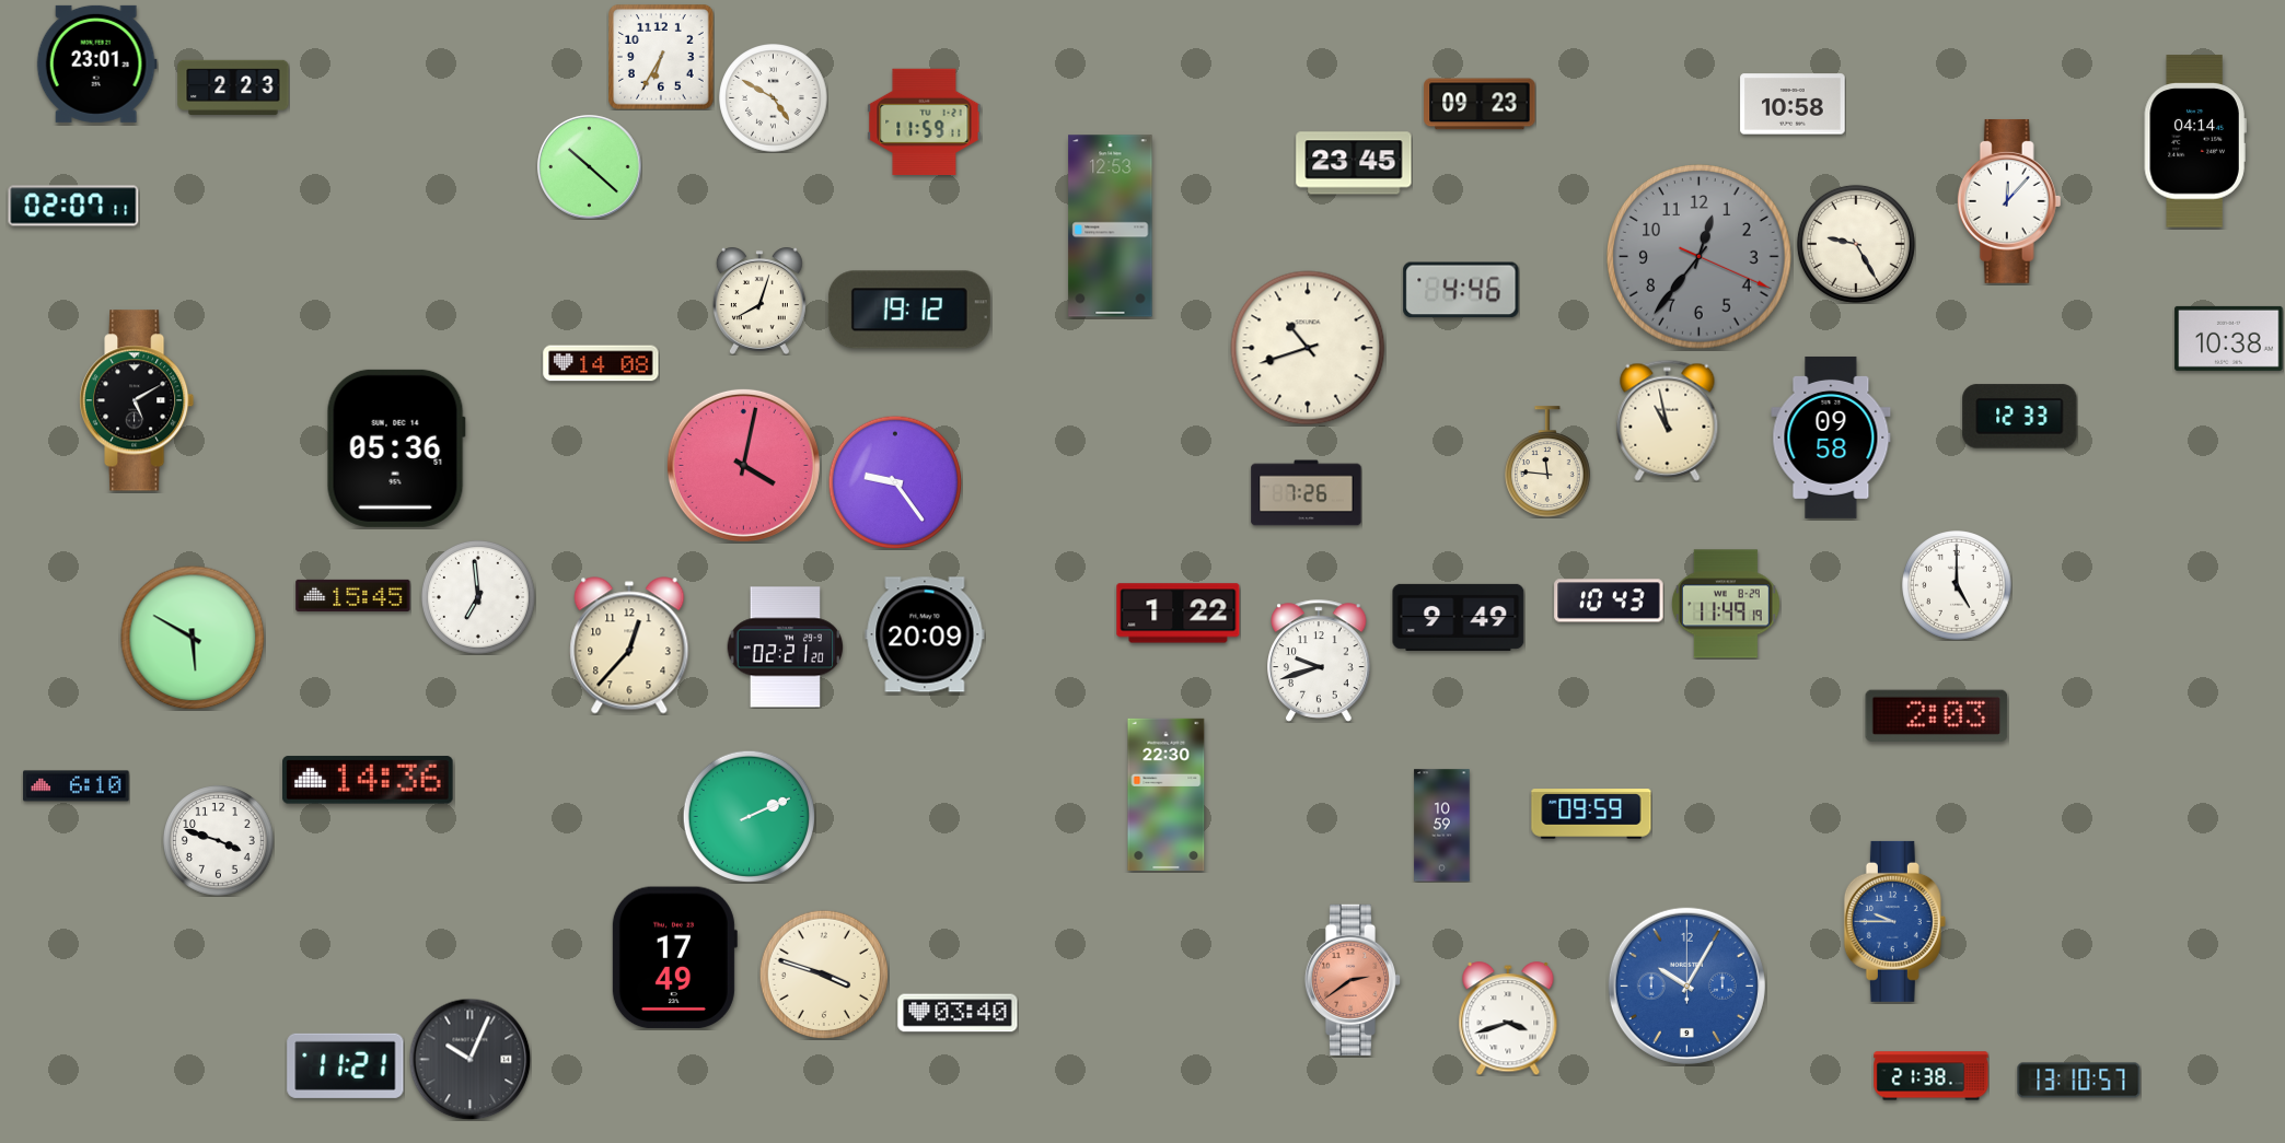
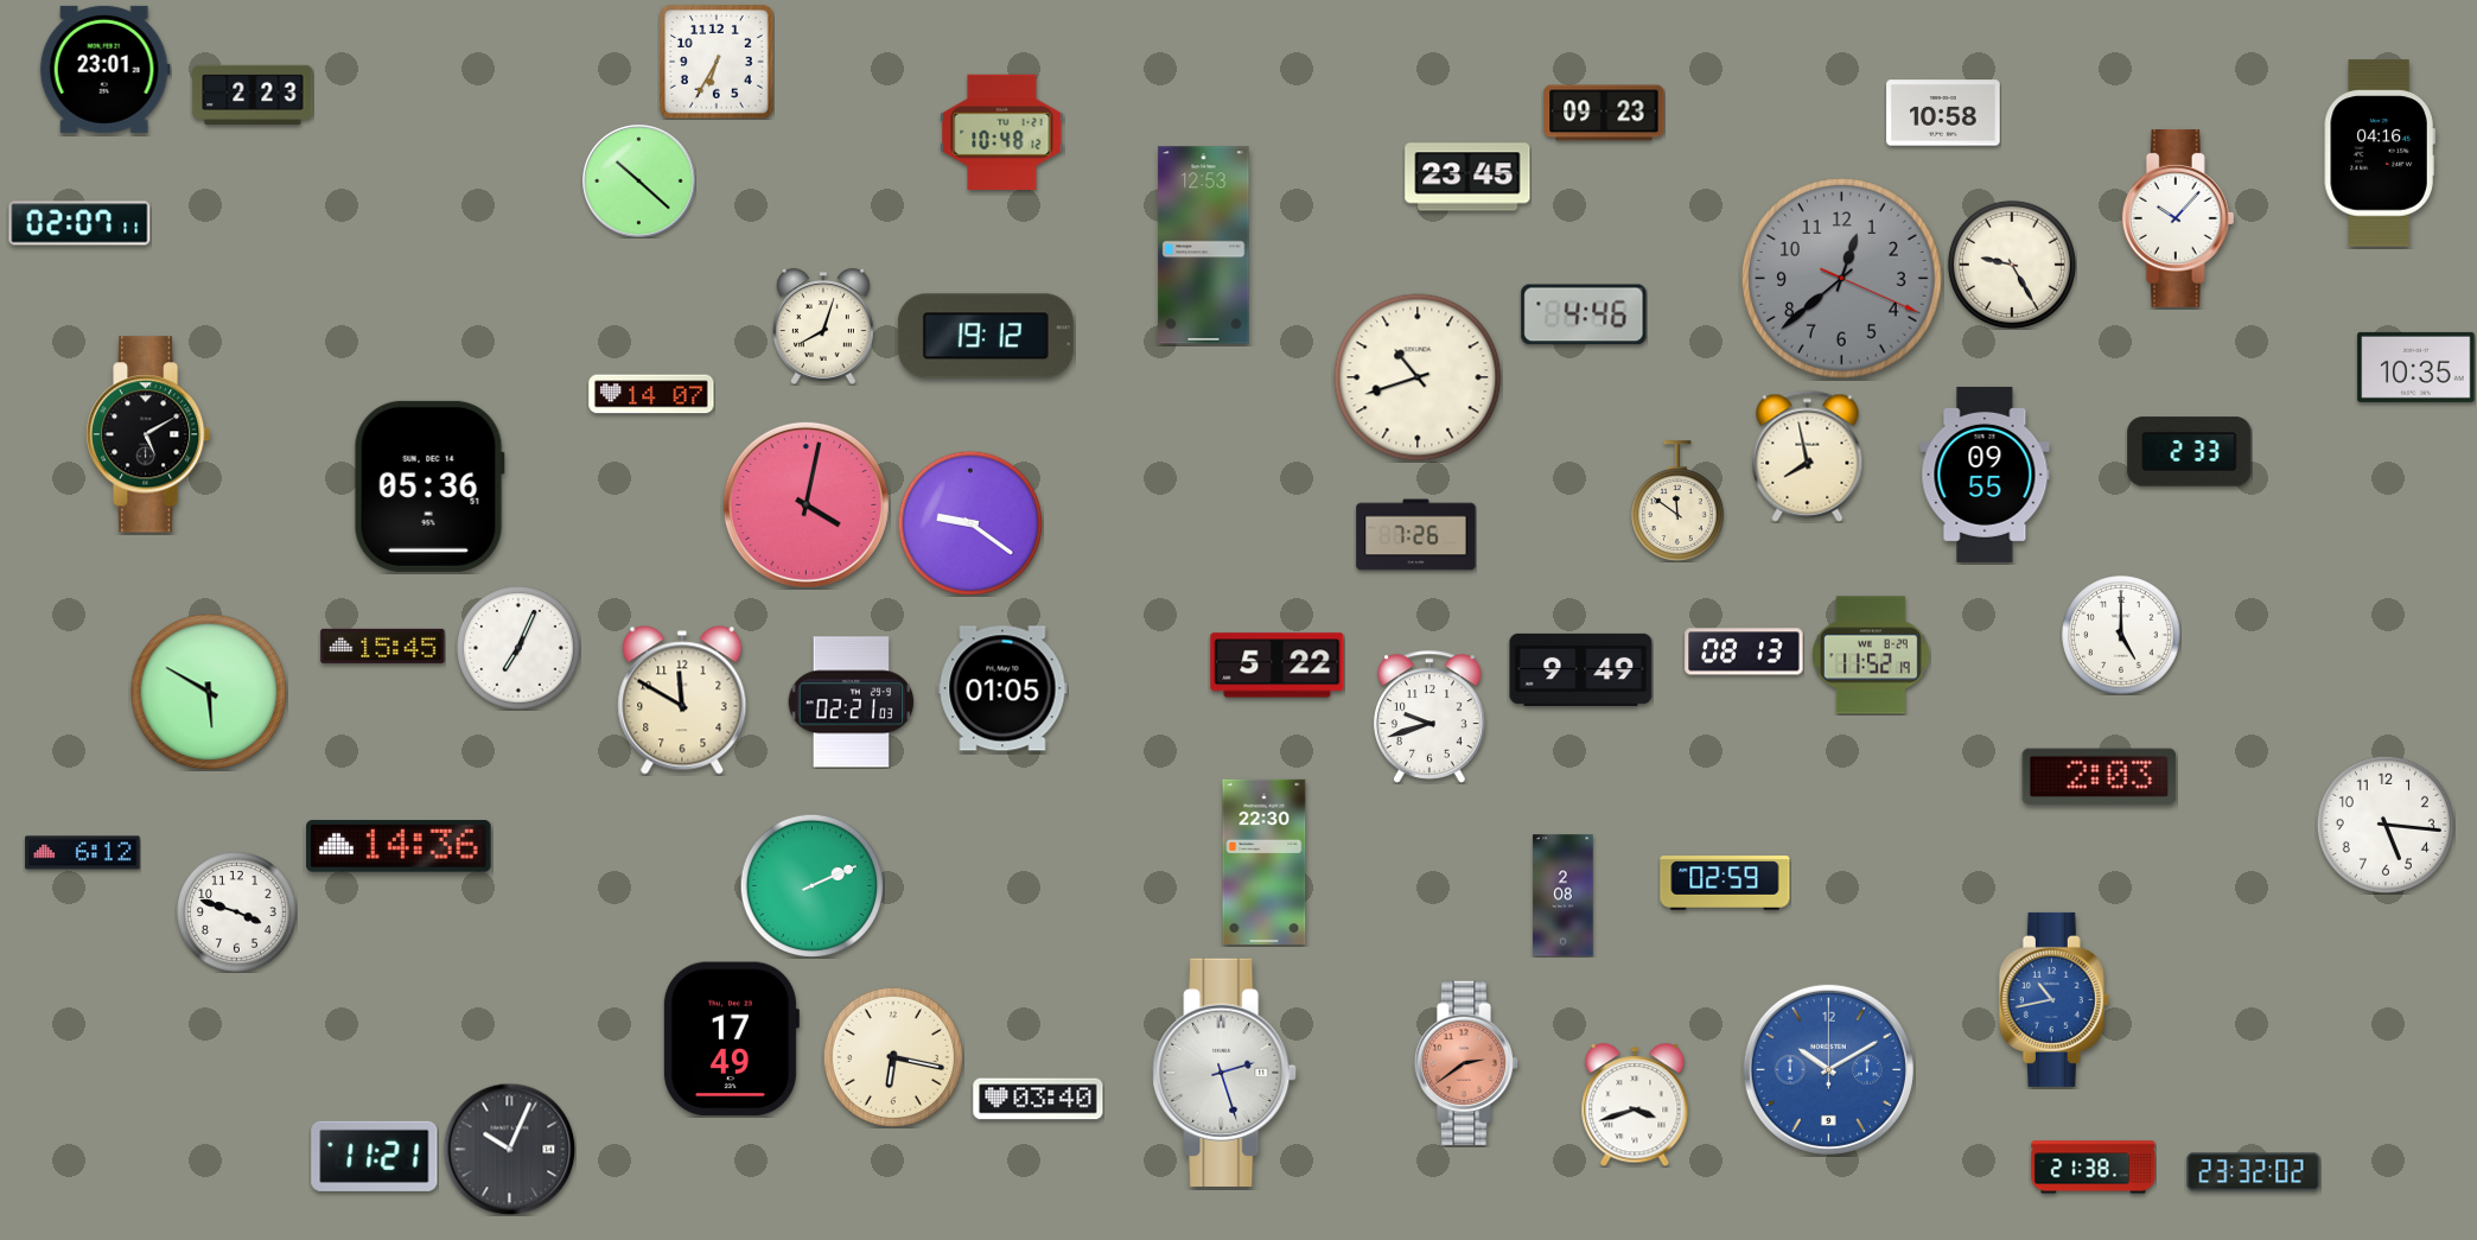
clock at (774, 98): 4:50 -> none
clock at (925, 121): 11:59 -> 10:48
clock at (2195, 141): 04:14 -> 04:16
clock at (2009, 201): 12:07 -> 10:07
clock at (1700, 257): 12:36 -> 12:38
clock at (2229, 338): 10:38 -> 10:35
clock at (601, 363): 14:08 -> 14:07
clock at (2020, 417): 12:33 -> 2:33
clock at (1668, 420): 10:58 -> 7:58
clock at (1831, 438): 09:58 -> 09:55
clock at (1547, 462): 11:46 -> 11:51
clock at (895, 482): 9:24 -> 9:21
clock at (478, 597): 6:59 -> 7:04
clock at (1609, 600): 10:43 -> 08:13
clock at (1727, 604): 11:49 -> 11:52
clock at (1179, 614): 1:22 -> 5:22
clock at (925, 634): 20:09 -> 01:05
clock at (629, 645): 12:37 -> 11:50
clock at (786, 648): 02:21:20 -> 02:21:03
clock at (2386, 825): none -> 5:16
clock at (77, 786): 6:10 -> 6:12
clock at (1591, 814): 09:59 -> 02:59
clock at (1442, 826): 10:59 -> 2:08
clock at (1894, 921): 9:45 -> 10:43
clock at (824, 975): 3:48 -> 6:17
clock at (1686, 985): 10:05 -> 10:10
clock at (1224, 1073): none -> 2:27
clock at (2079, 1081): 13:10 -> 23:32
